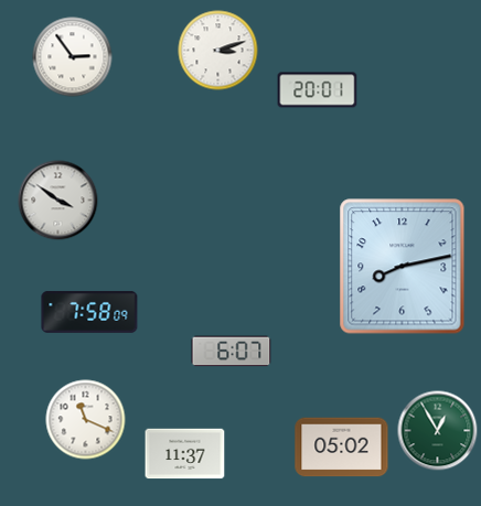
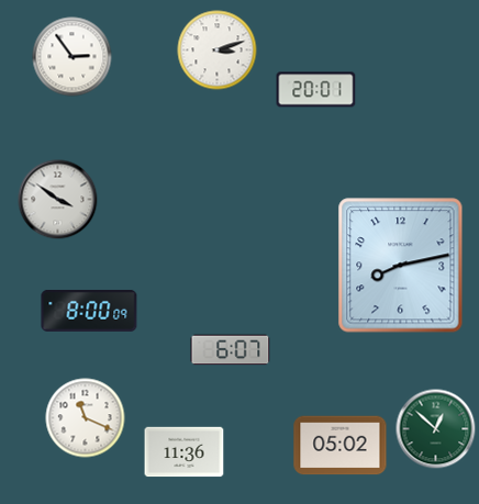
clock at (89, 312): 7:58 -> 8:00
clock at (438, 431): 12:55 -> 12:52
clock at (185, 454): 11:37 -> 11:36
